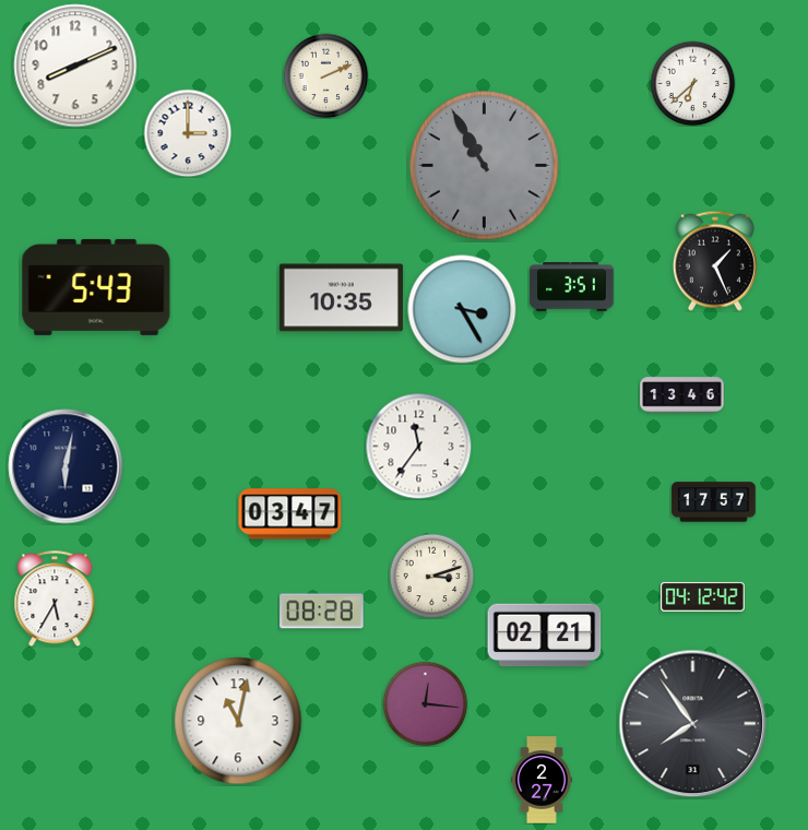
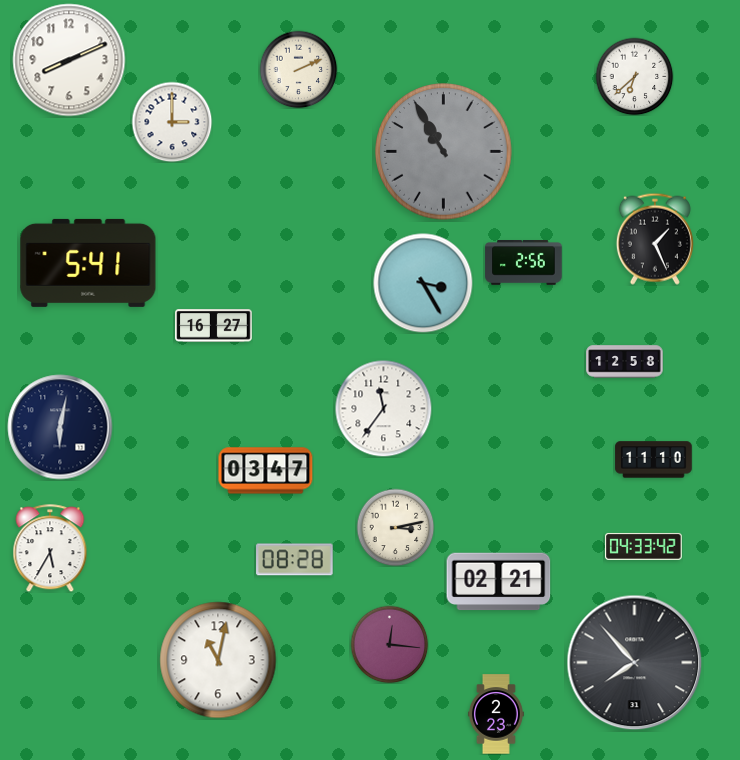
clock at (96, 287): 5:43 -> 5:41
clock at (572, 287): 3:51 -> 2:56
clock at (341, 298): 10:35 -> none
clock at (214, 326): none -> 16:27
clock at (682, 395): 13:46 -> 12:58
clock at (714, 502): 17:57 -> 11:10
clock at (431, 576): 3:12 -> 3:13
clock at (703, 596): 04:12 -> 04:33
clock at (693, 724): 7:54 -> 7:53
clock at (542, 780): 2:27 -> 2:23
